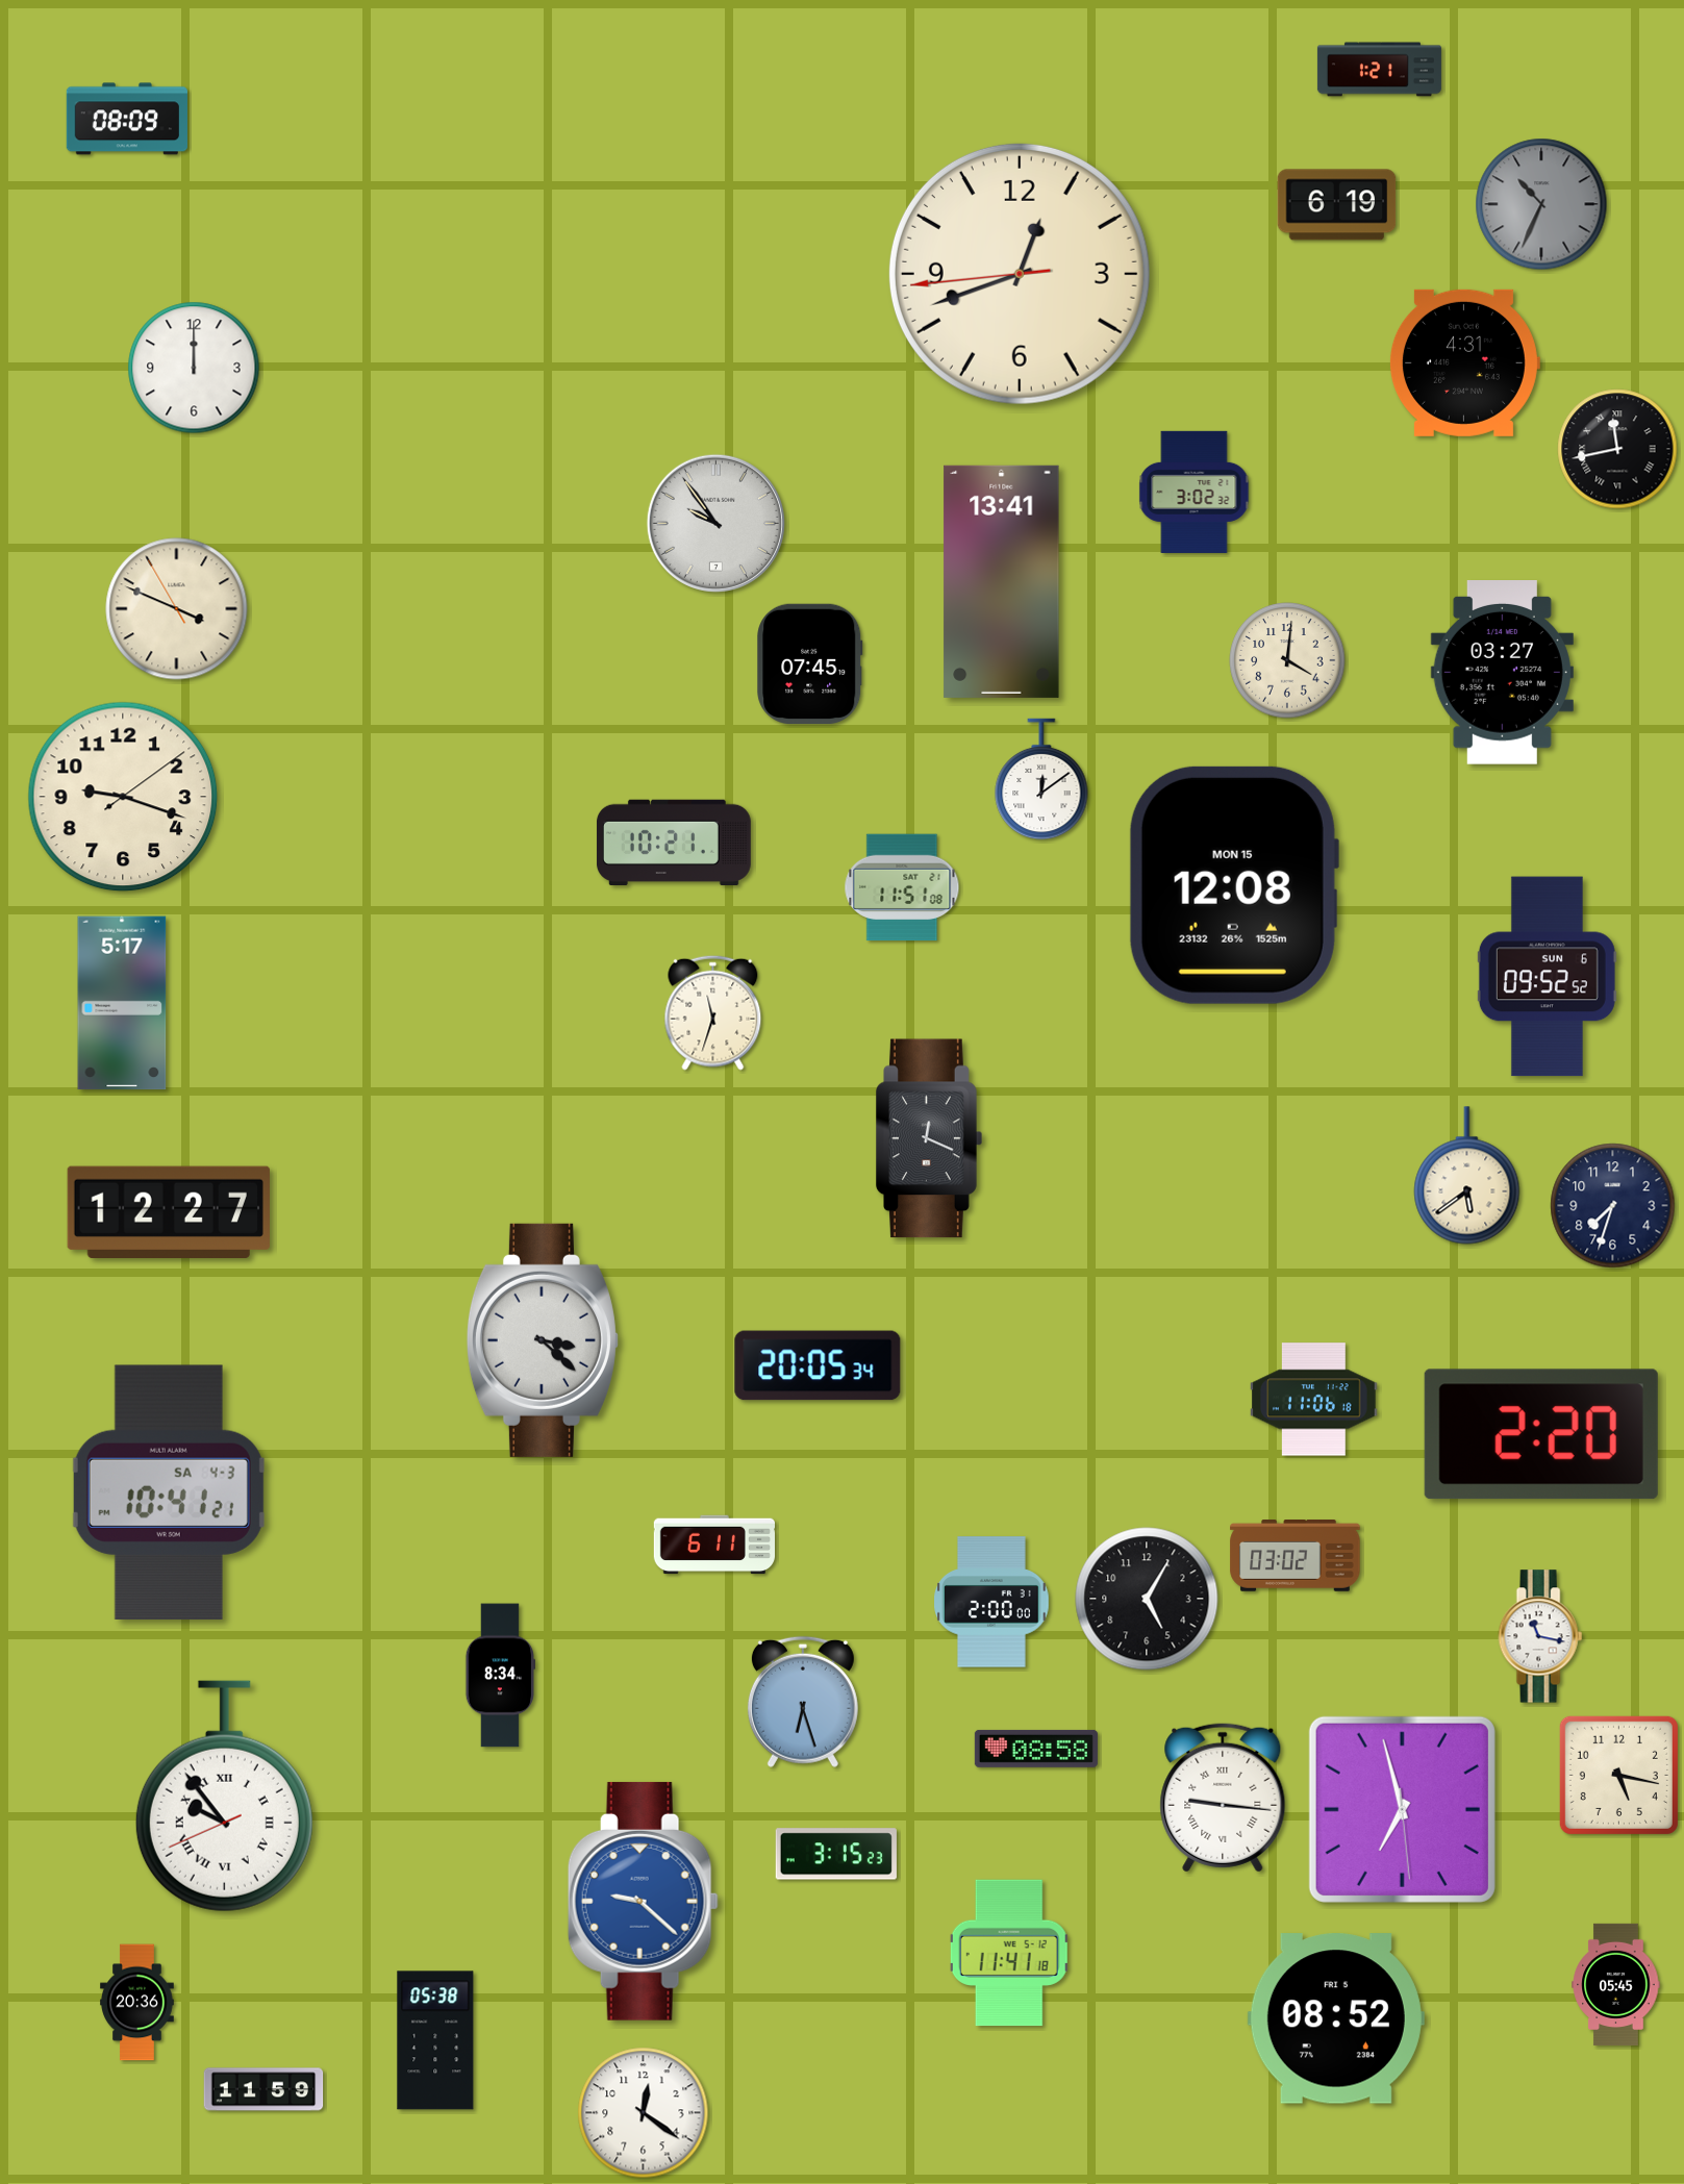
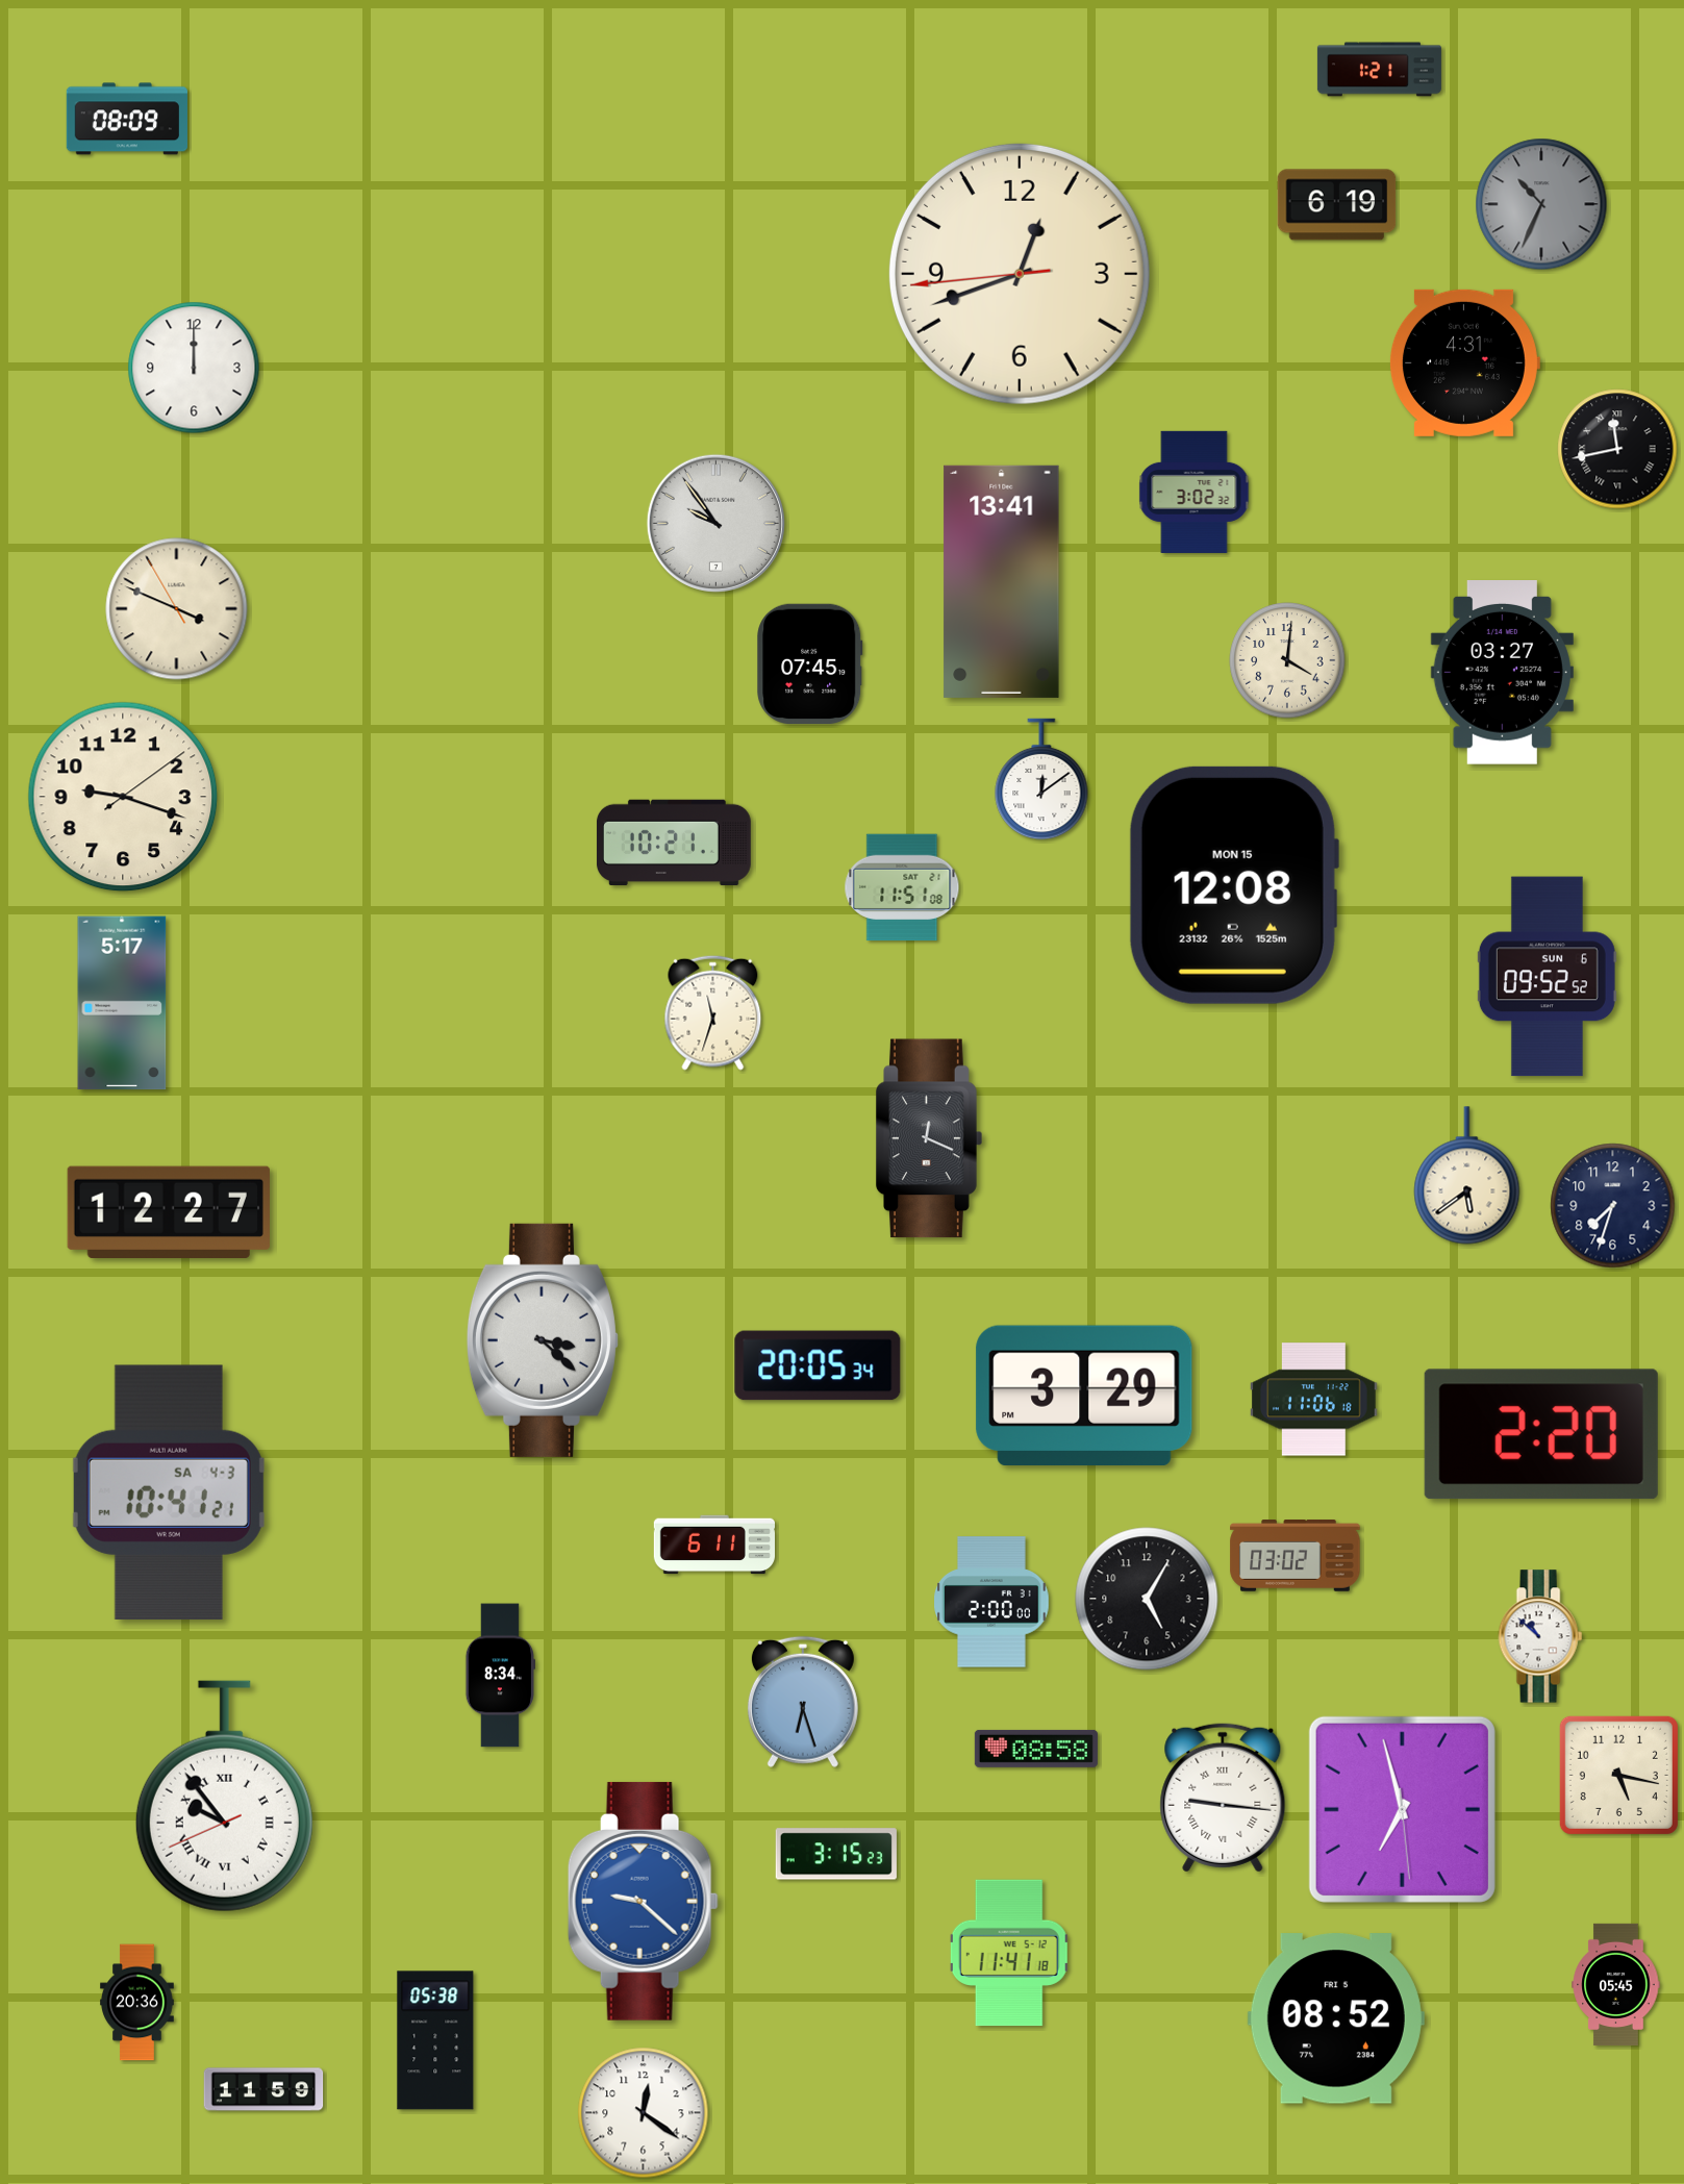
clock at (1084, 1395): none -> 3:29
clock at (1540, 1636): 11:17 -> 10:52
